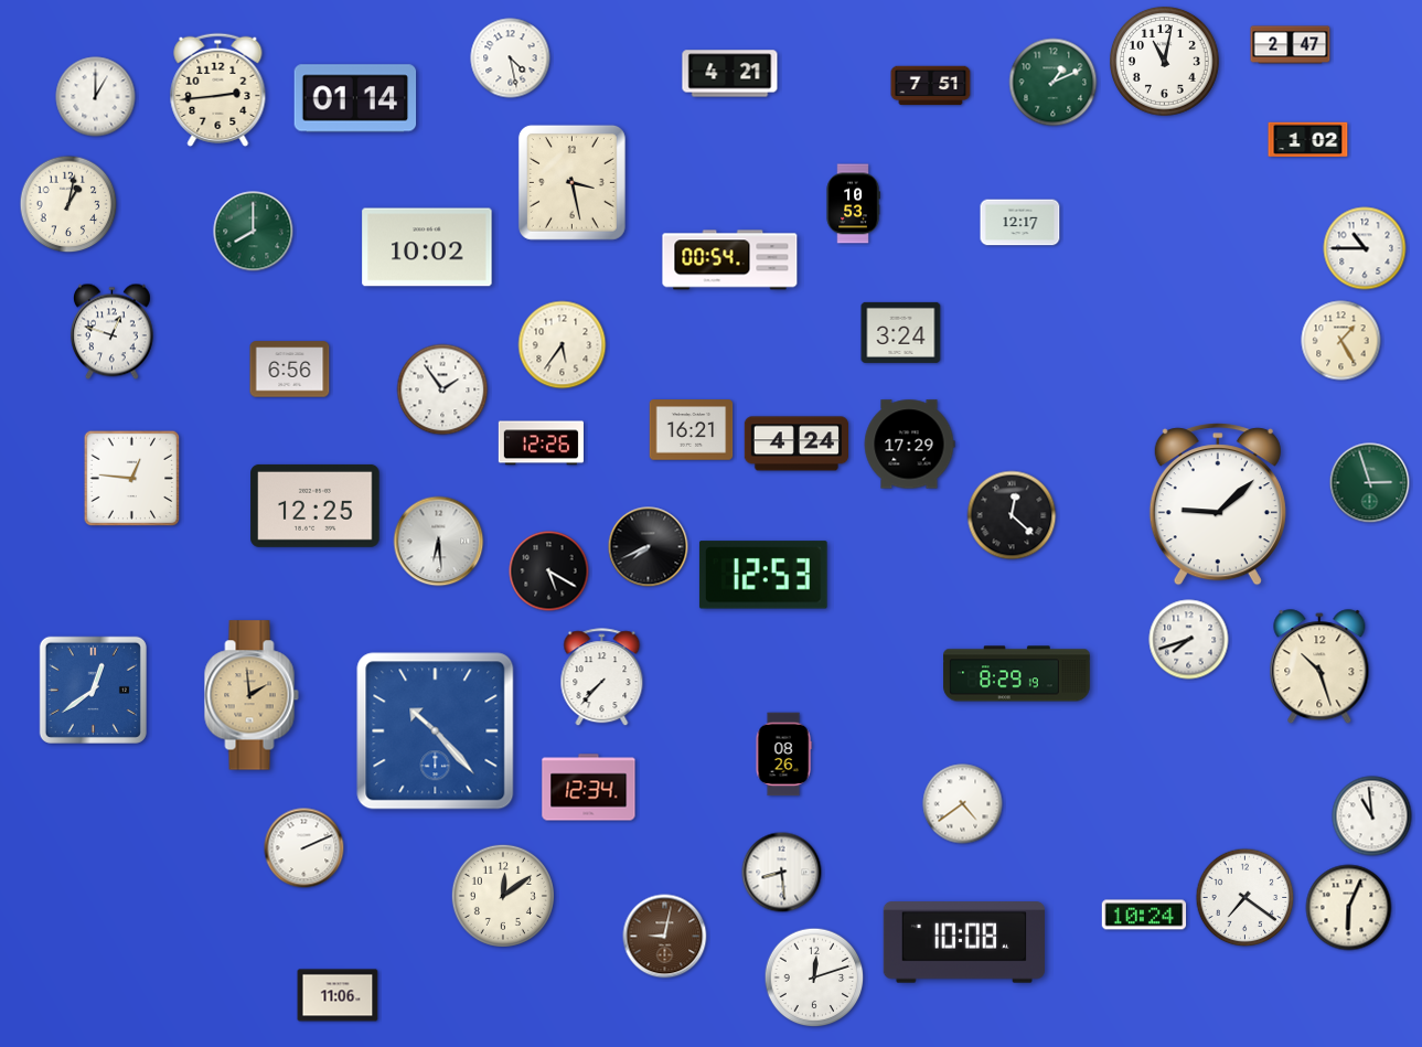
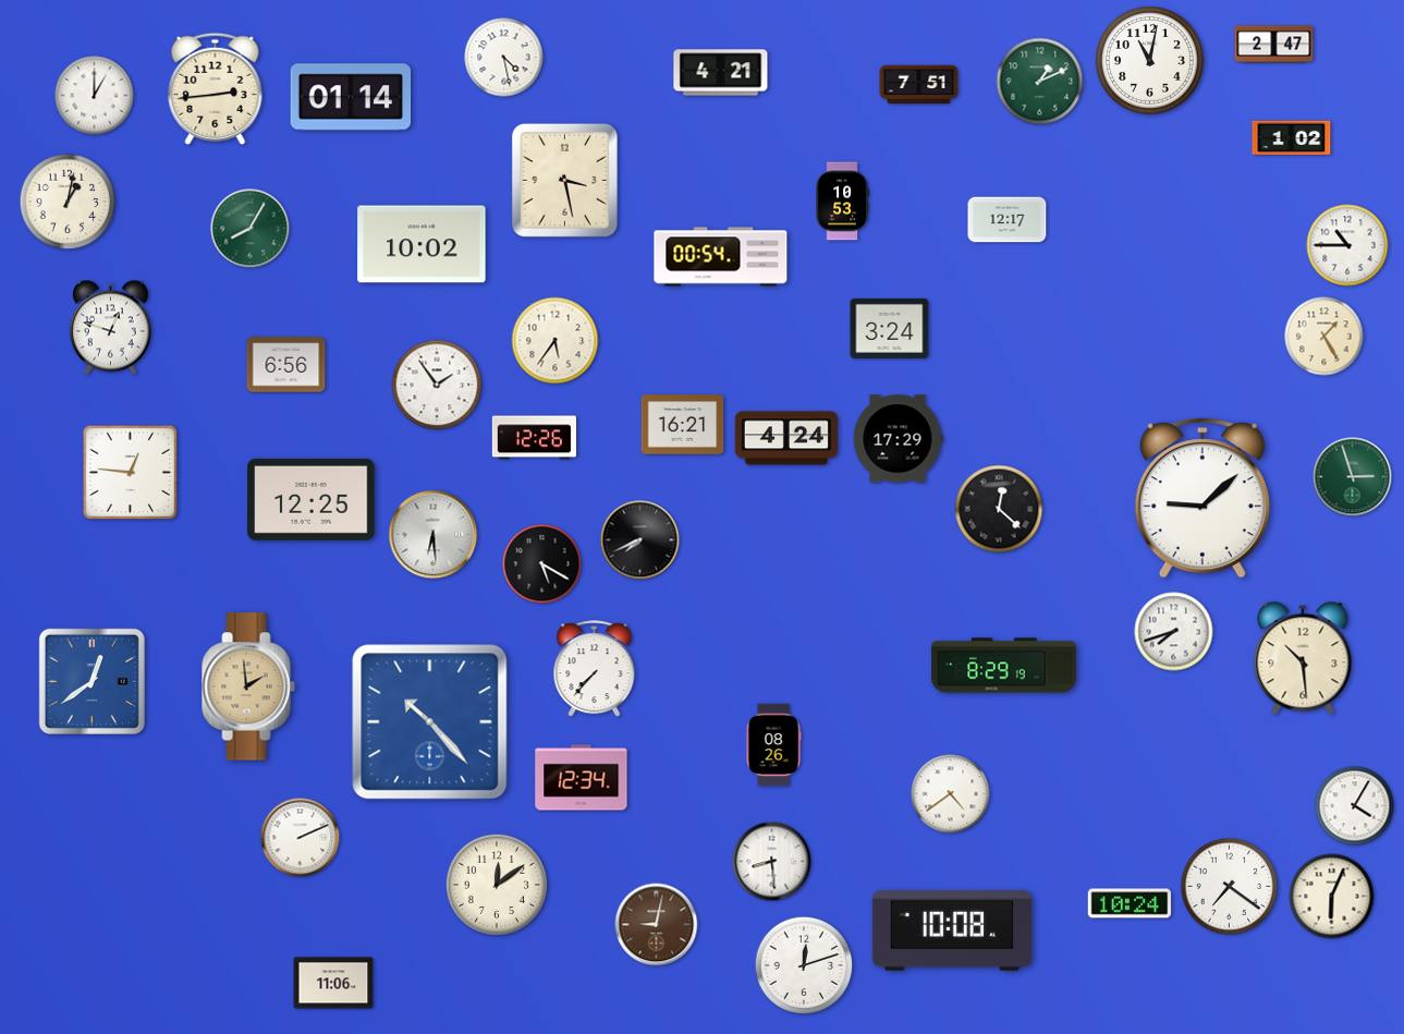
clock at (254, 232): 8:00 -> 8:05
clock at (763, 575): 12:53 -> none
clock at (1319, 667): 10:27 -> 10:29
clock at (1372, 816): 10:59 -> 4:05
